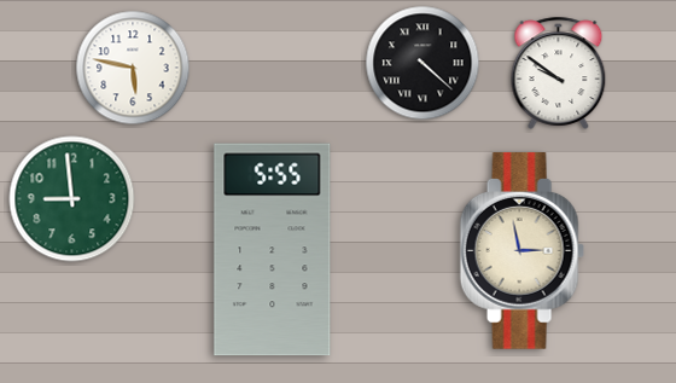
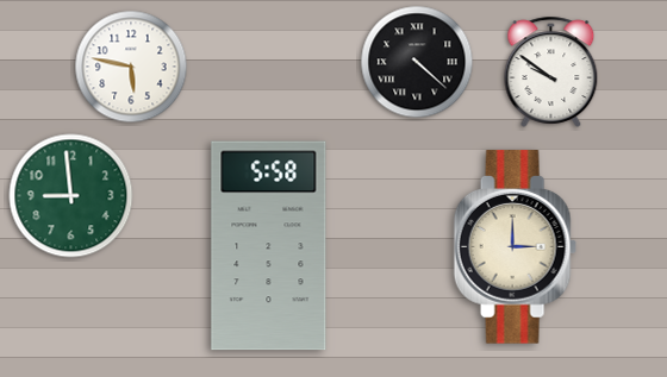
clock at (273, 250): 5:55 -> 5:58
clock at (521, 251): 2:58 -> 3:00
